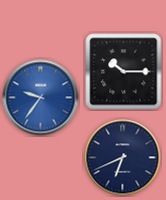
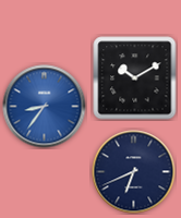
clock at (124, 72): 10:15 -> 10:10
clock at (41, 98): 9:36 -> 8:36
